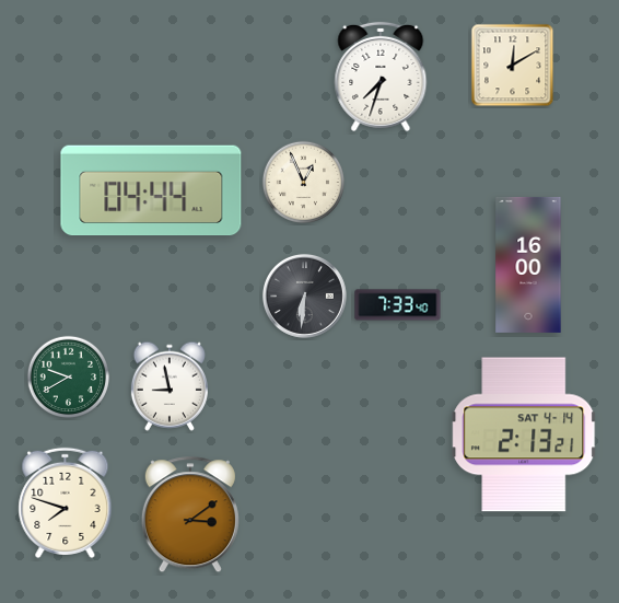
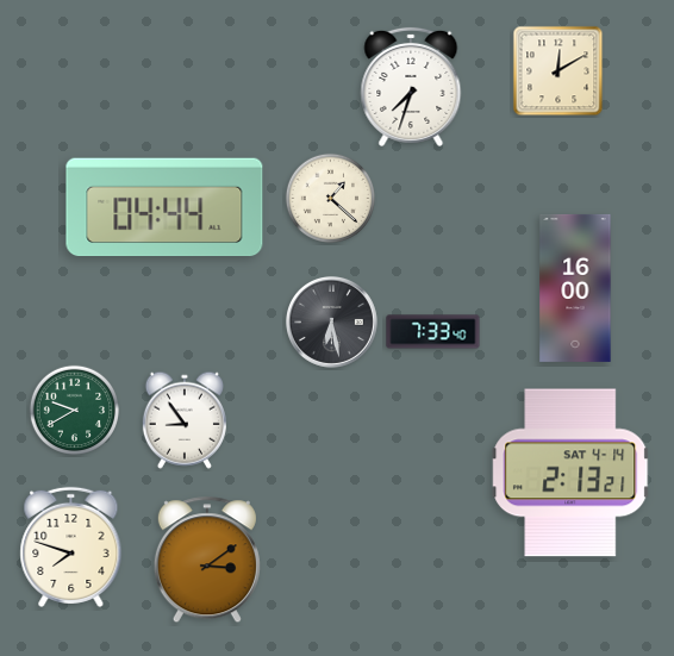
clock at (381, 77) position: (381, 77) -> (411, 87)
clock at (304, 183): 12:56 -> 1:22
clock at (304, 295): 6:31 -> 6:28
clock at (170, 386): 8:58 -> 8:54
